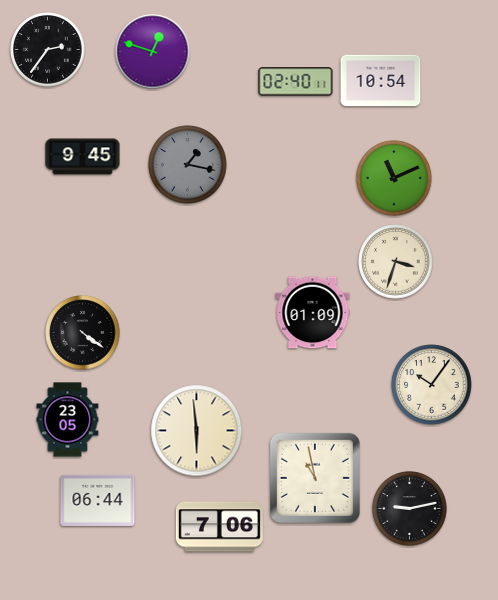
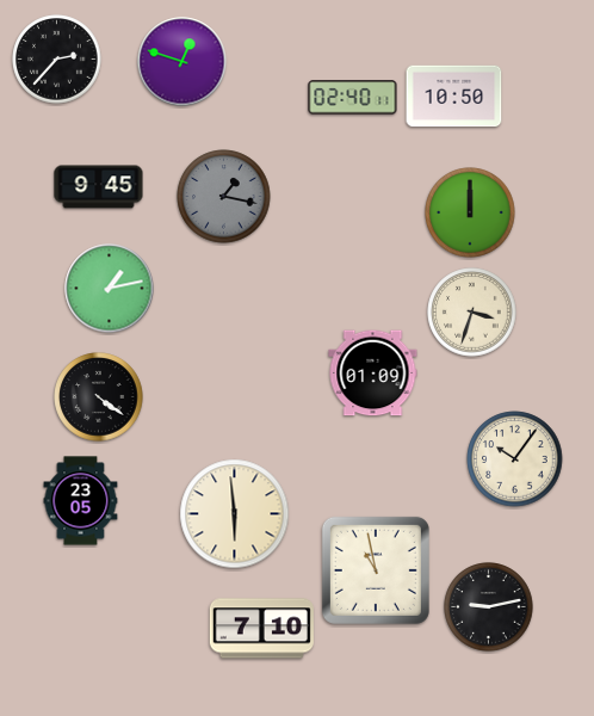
clock at (48, 50): 2:36 -> 2:37
clock at (381, 81): 10:54 -> 10:50
clock at (394, 178): 11:11 -> 12:00
clock at (110, 289): none -> 1:13
clock at (98, 500): 06:44 -> none
clock at (219, 527): 7:06 -> 7:10
